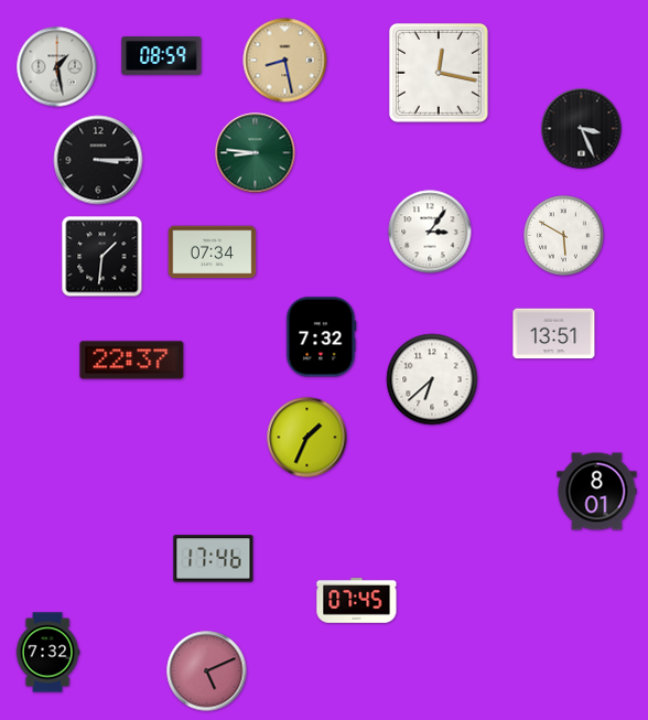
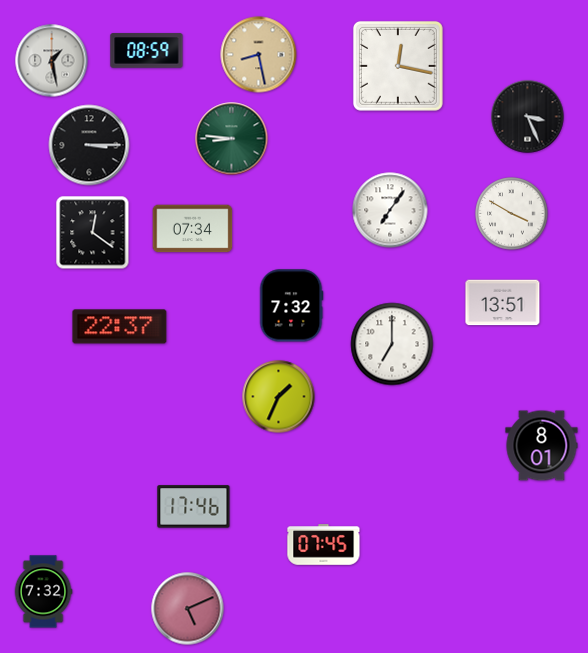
clock at (430, 232): 3:06 -> 7:06
clock at (564, 236): 5:50 -> 3:50
clock at (102, 257): 1:31 -> 12:21
clock at (432, 379): 6:38 -> 7:00
